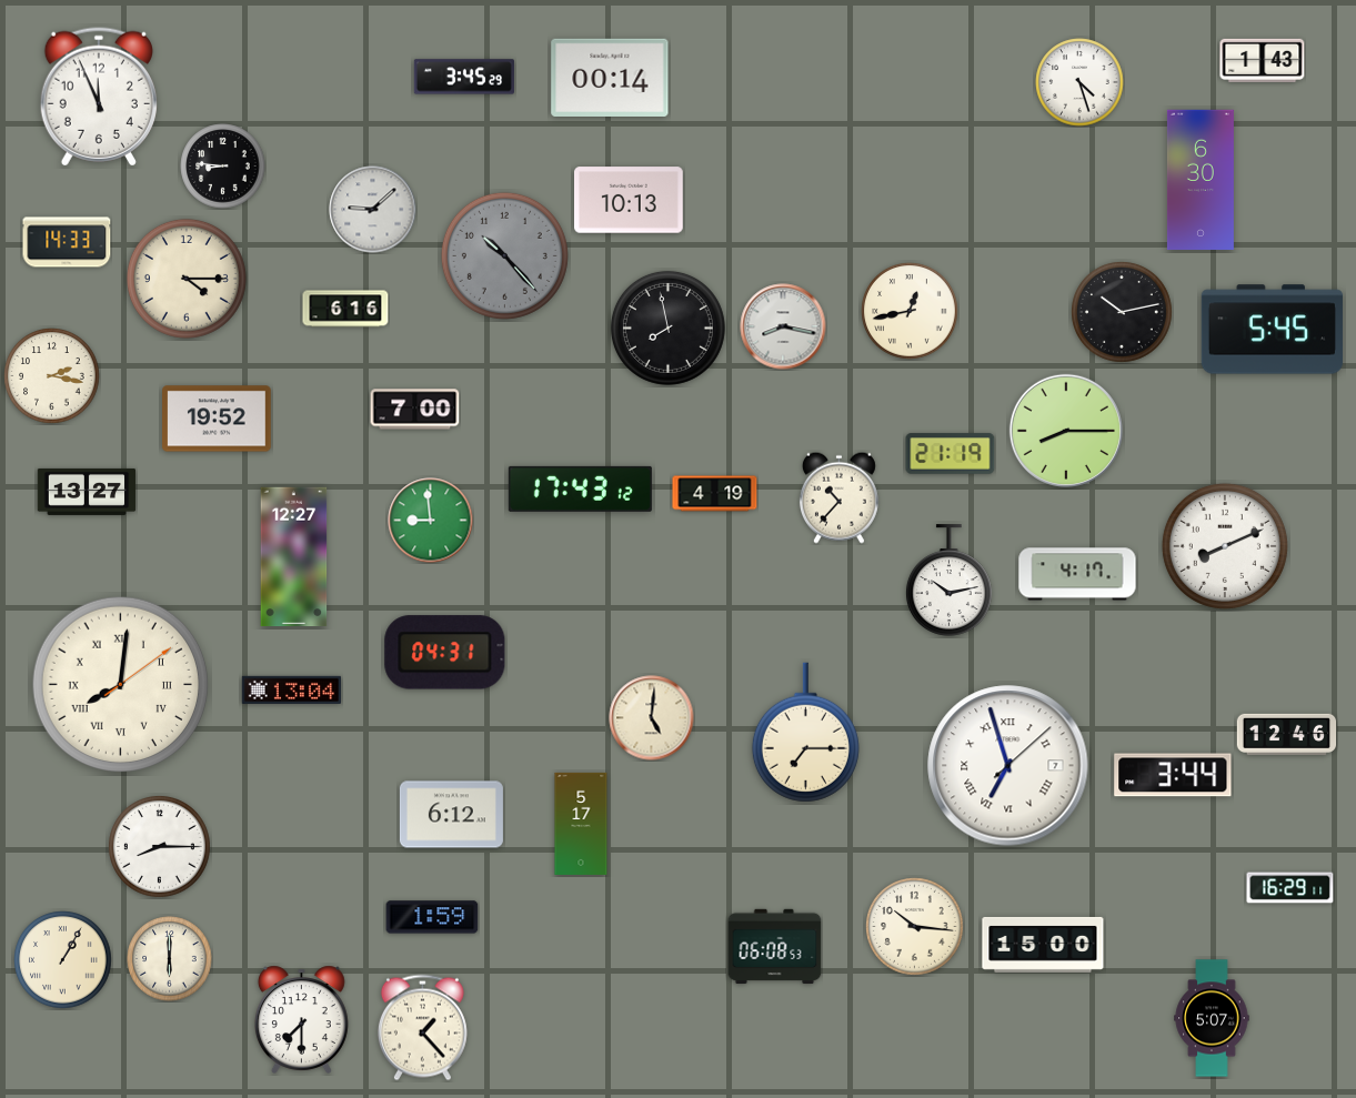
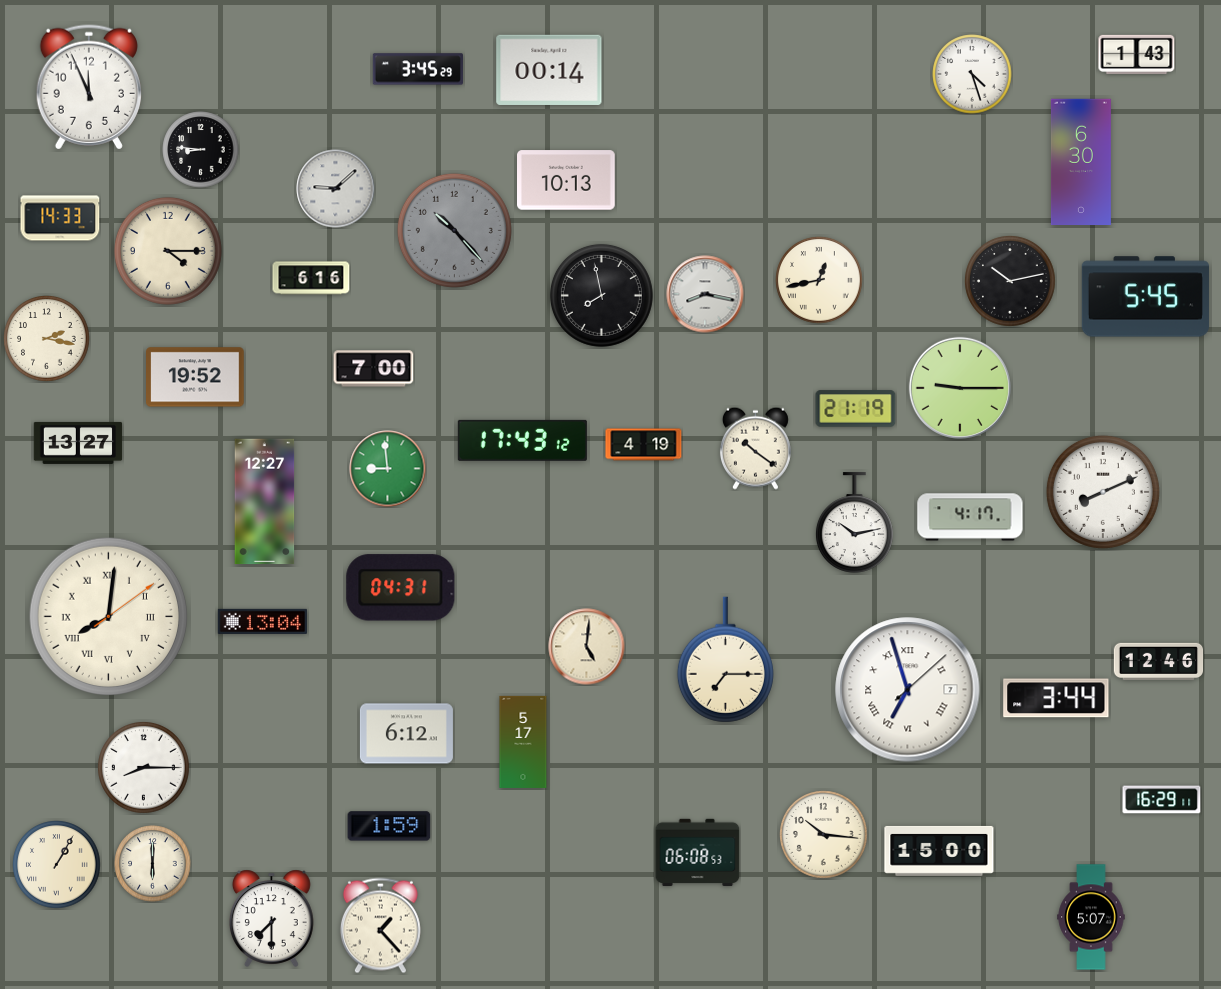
clock at (1066, 431): 8:15 -> 9:15
clock at (838, 497): 10:37 -> 10:21
clock at (160, 847) position: (160, 847) -> (144, 768)
